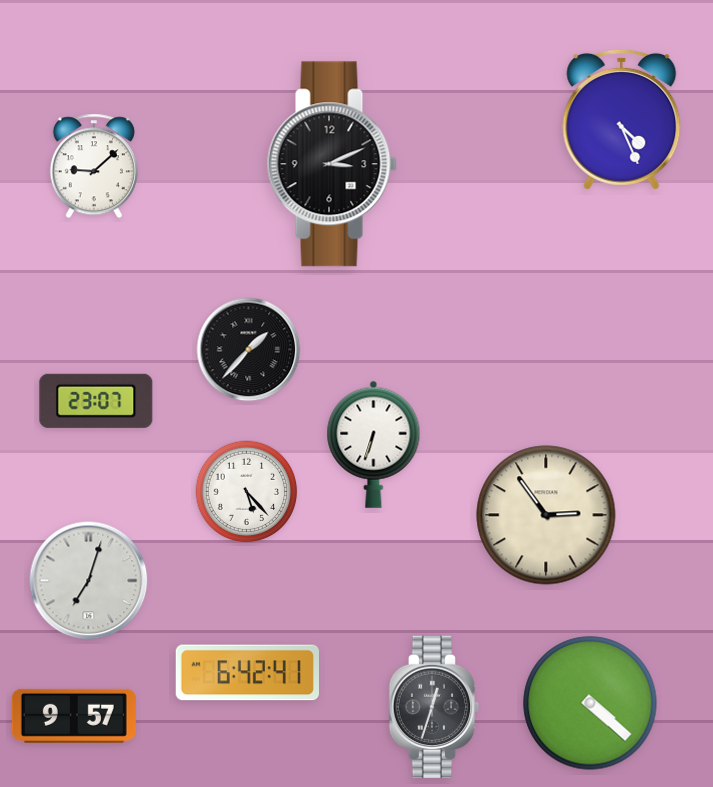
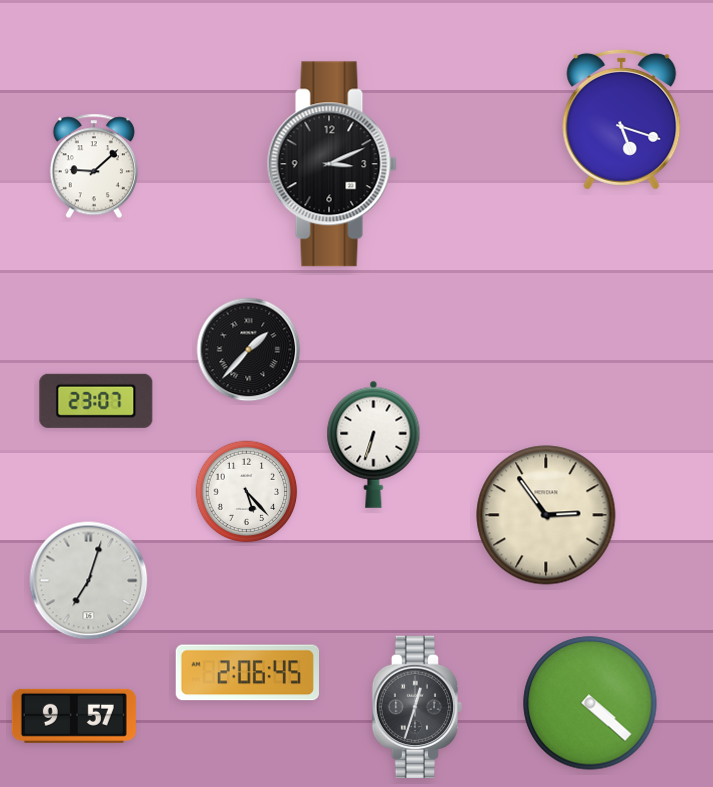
clock at (622, 119): 4:26 -> 5:18
clock at (247, 673): 6:42 -> 2:06
clock at (434, 707) position: (434, 707) -> (417, 707)
